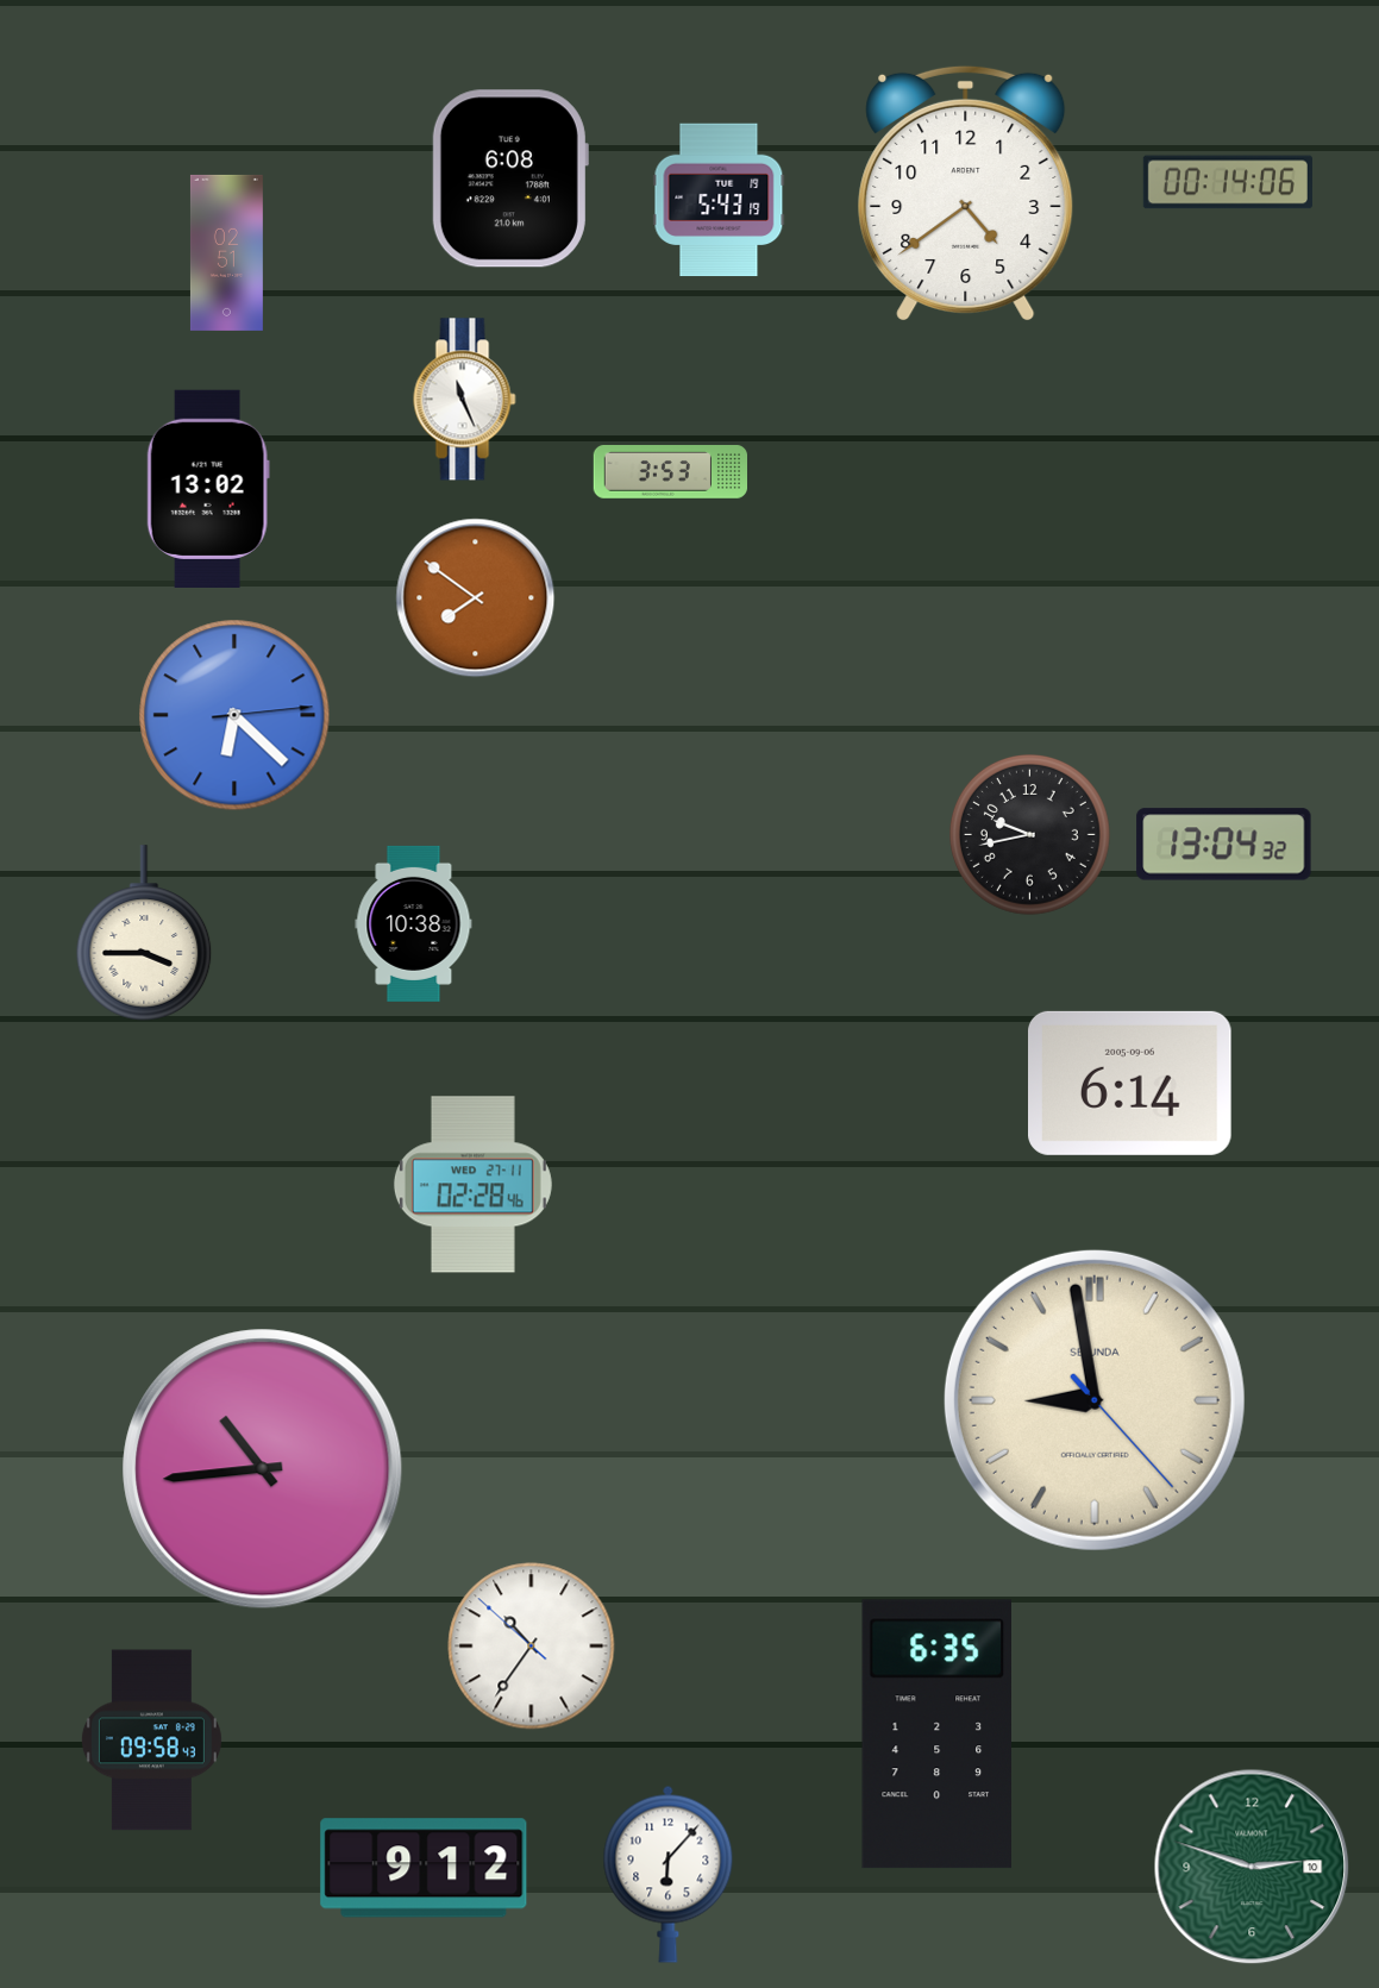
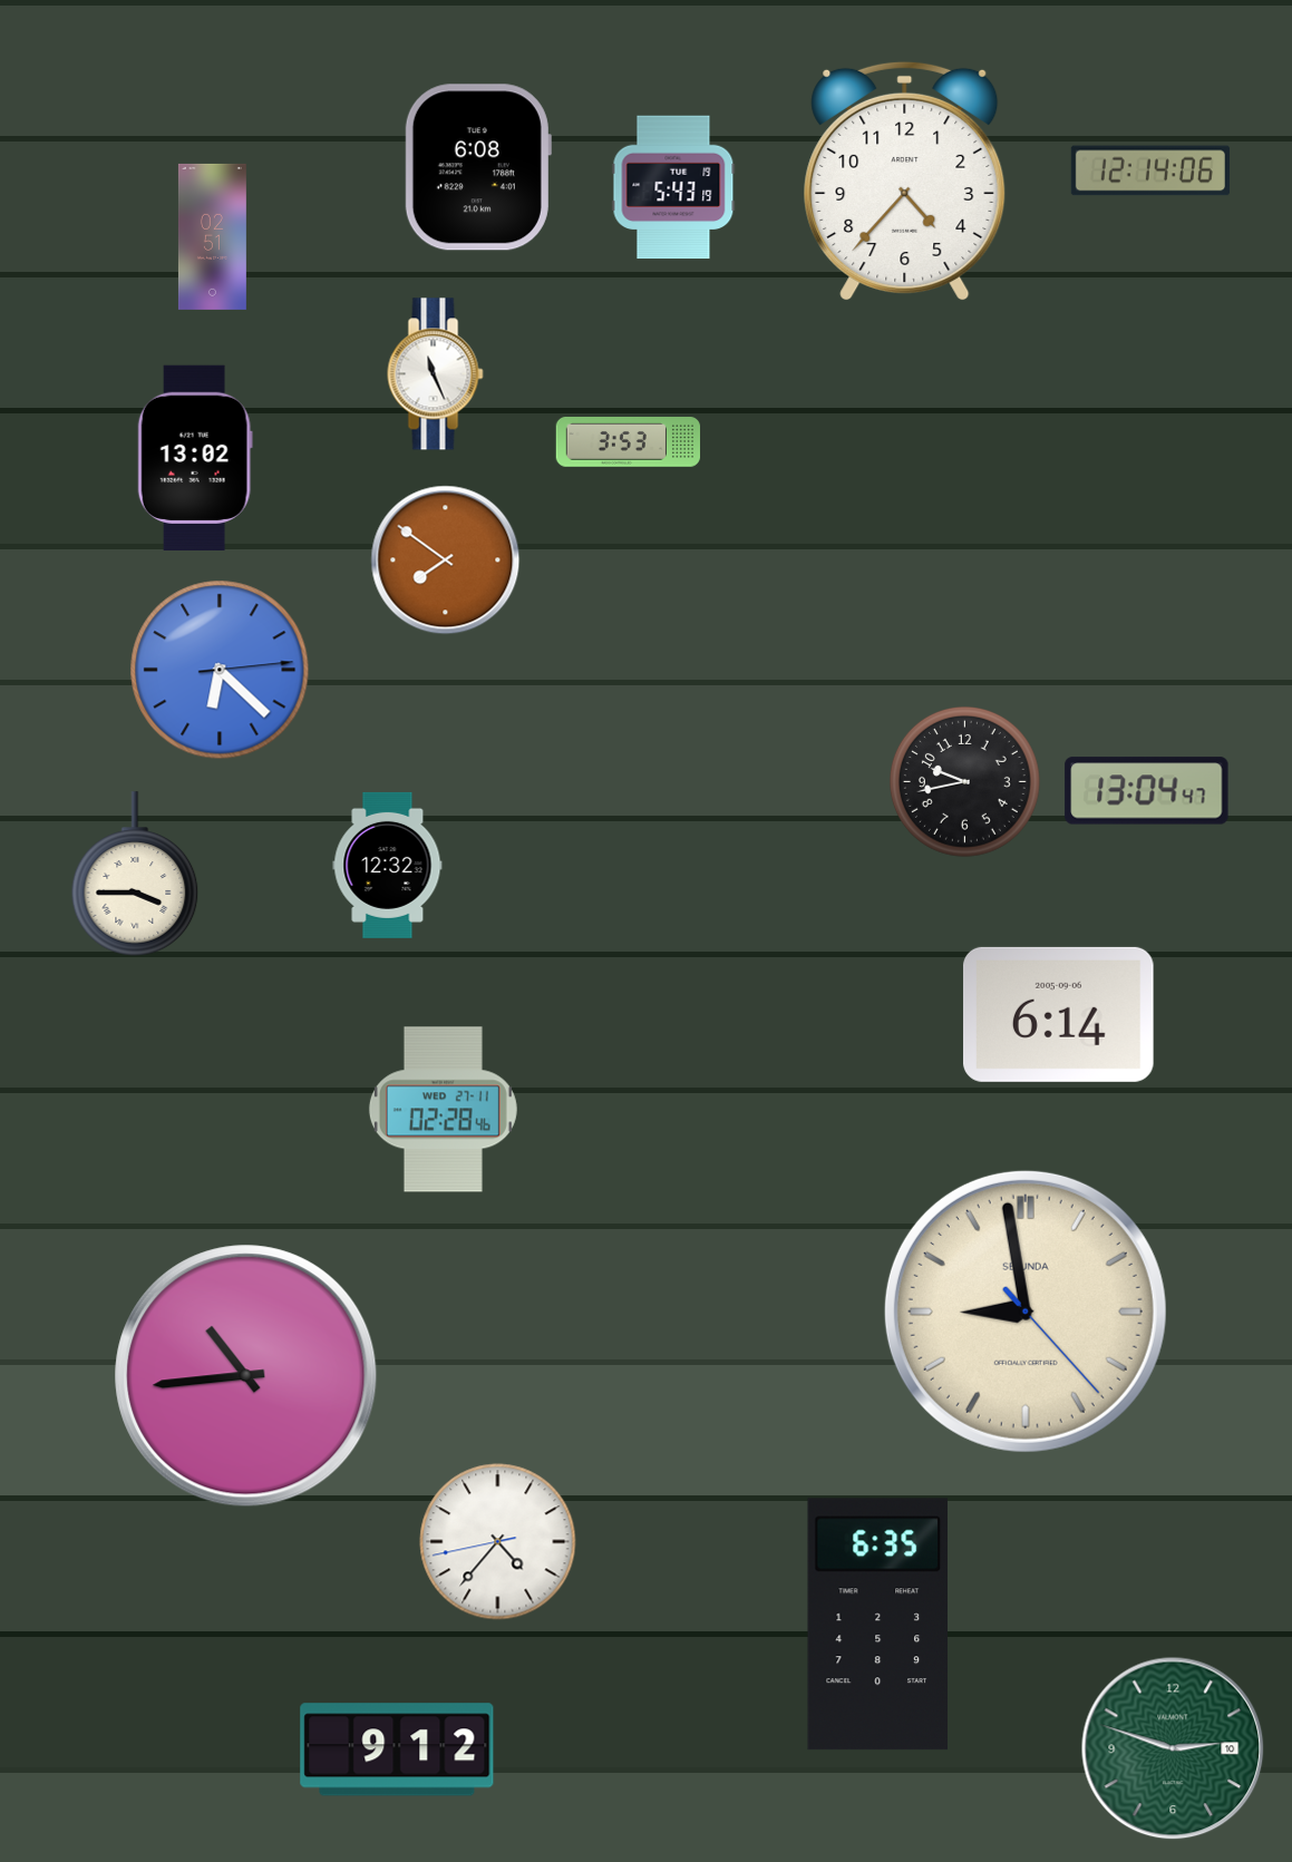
clock at (1228, 182): 00:14 -> 12:14
clock at (966, 193): 4:39 -> 4:37
clock at (1224, 845): 13:04:32 -> 13:04:47
clock at (414, 923): 10:38 -> 12:32
clock at (532, 1647): 10:35 -> 4:36
clock at (151, 1741): 09:58 -> none
clock at (669, 1874): 6:07 -> none
